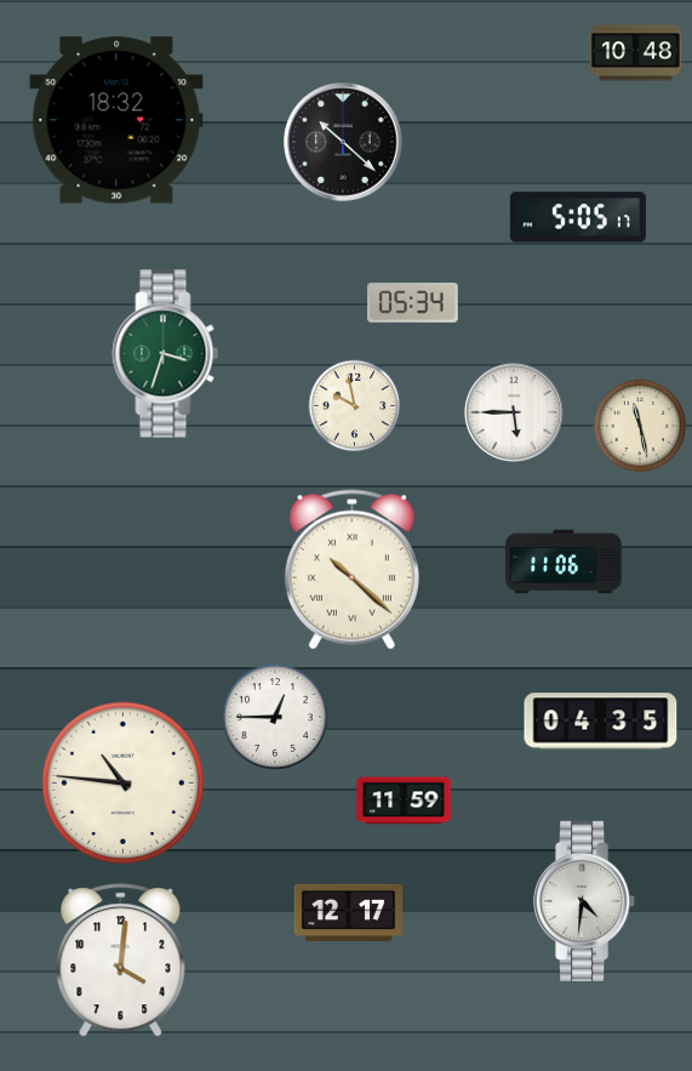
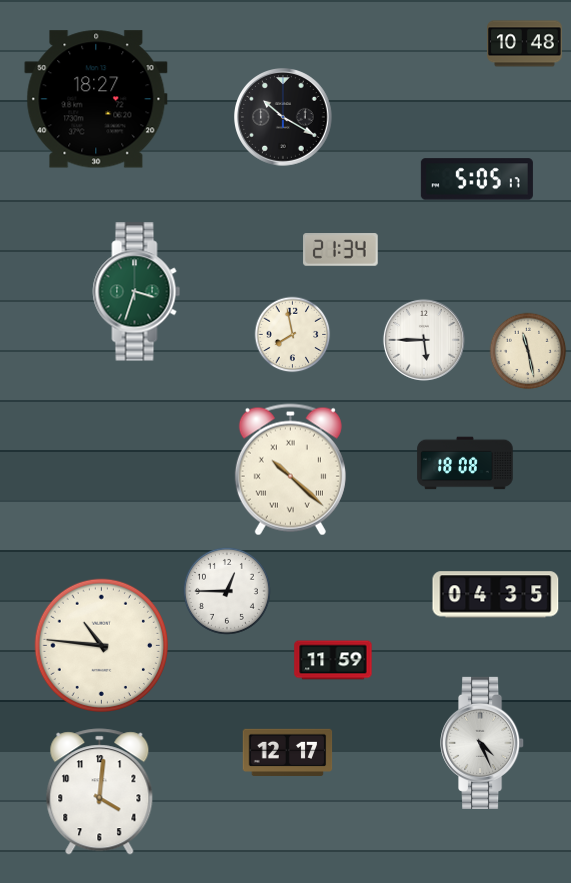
clock at (116, 120): 18:32 -> 18:27
clock at (344, 143): 10:22 -> 10:20
clock at (413, 303): 05:34 -> 21:34
clock at (355, 406): 9:58 -> 7:58
clock at (564, 562): 11:06 -> 18:08
clock at (585, 901): 4:31 -> 4:26
